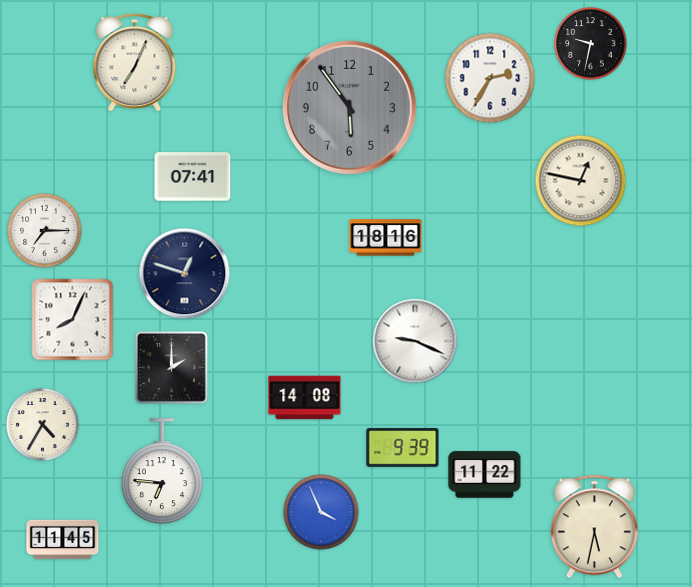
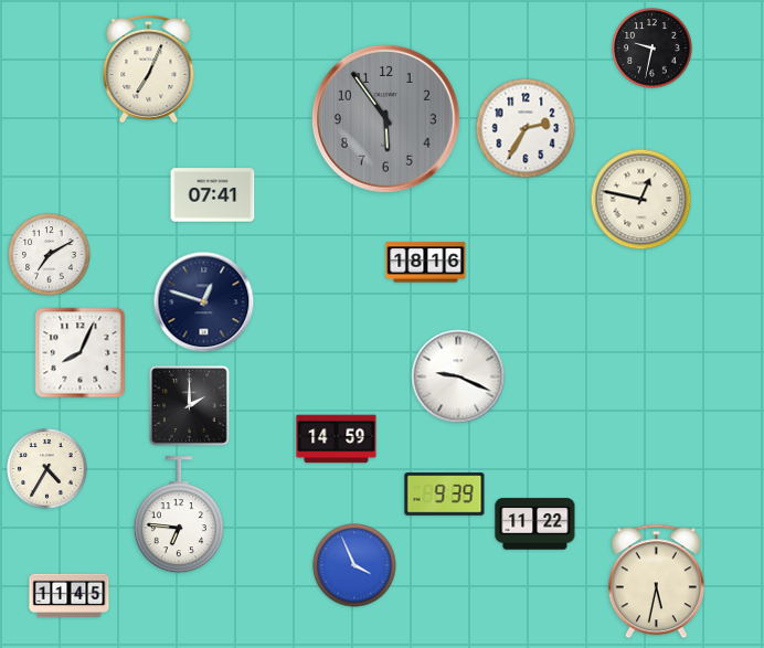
clock at (490, 78) position: (490, 78) -> (526, 128)
clock at (45, 231): 7:15 -> 7:10
clock at (305, 398): 14:08 -> 14:59
clock at (162, 472) position: (162, 472) -> (179, 516)
